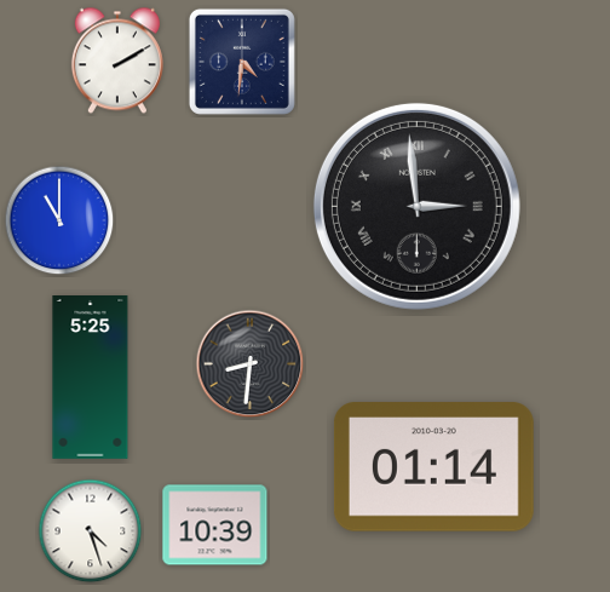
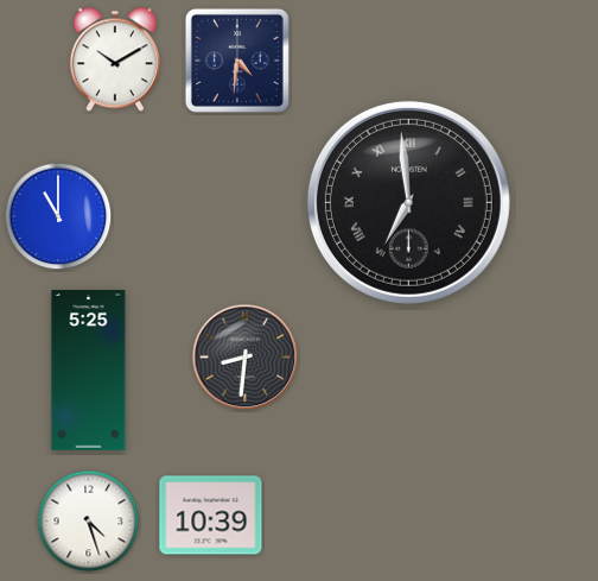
clock at (117, 61): 2:10 -> 10:10
clock at (416, 206): 2:59 -> 6:59
clock at (433, 467): 01:14 -> none
